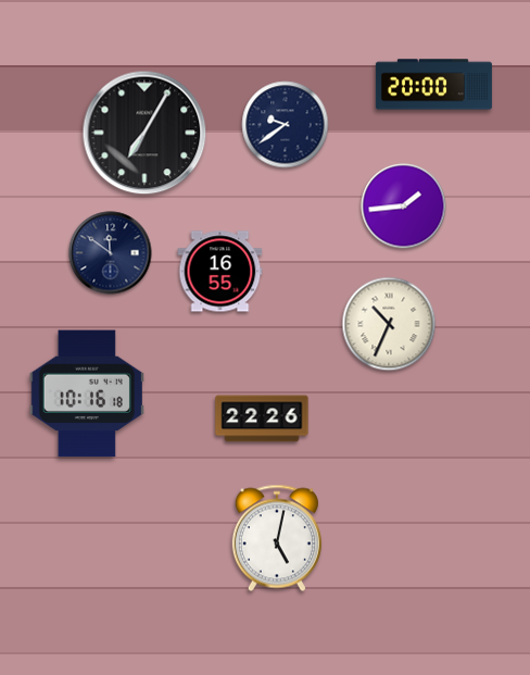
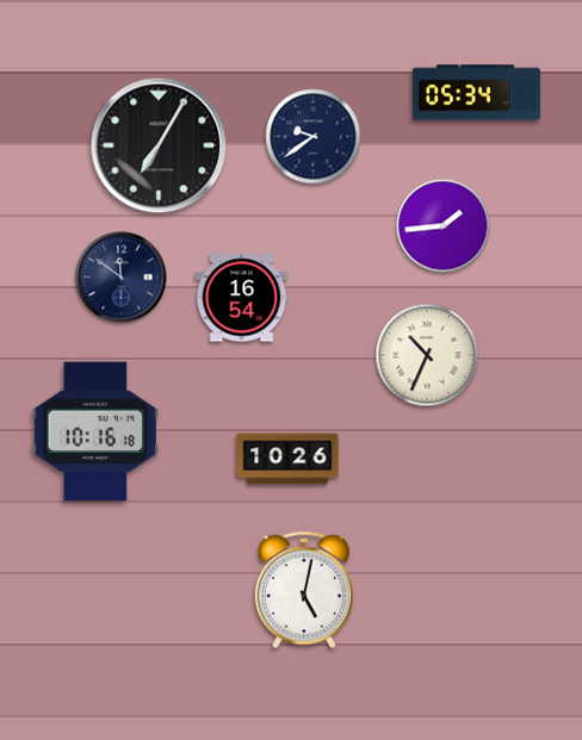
clock at (433, 85): 20:00 -> 05:34
clock at (220, 272): 16:55 -> 16:54
clock at (262, 418): 22:26 -> 10:26
